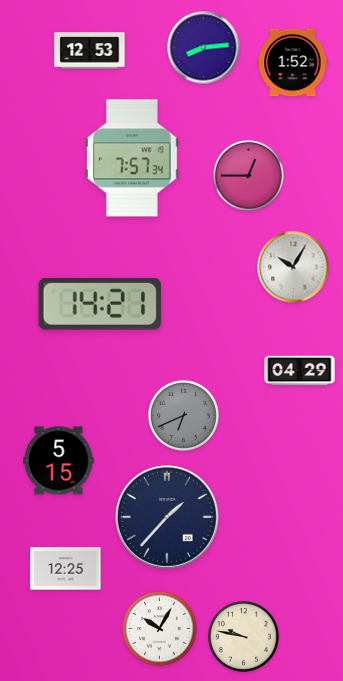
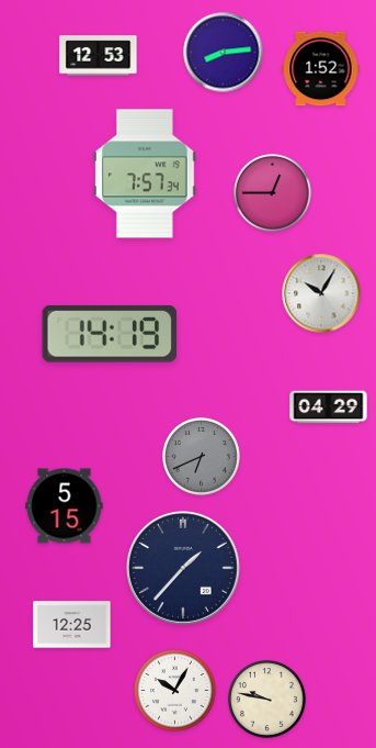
clock at (99, 304): 14:21 -> 14:19
